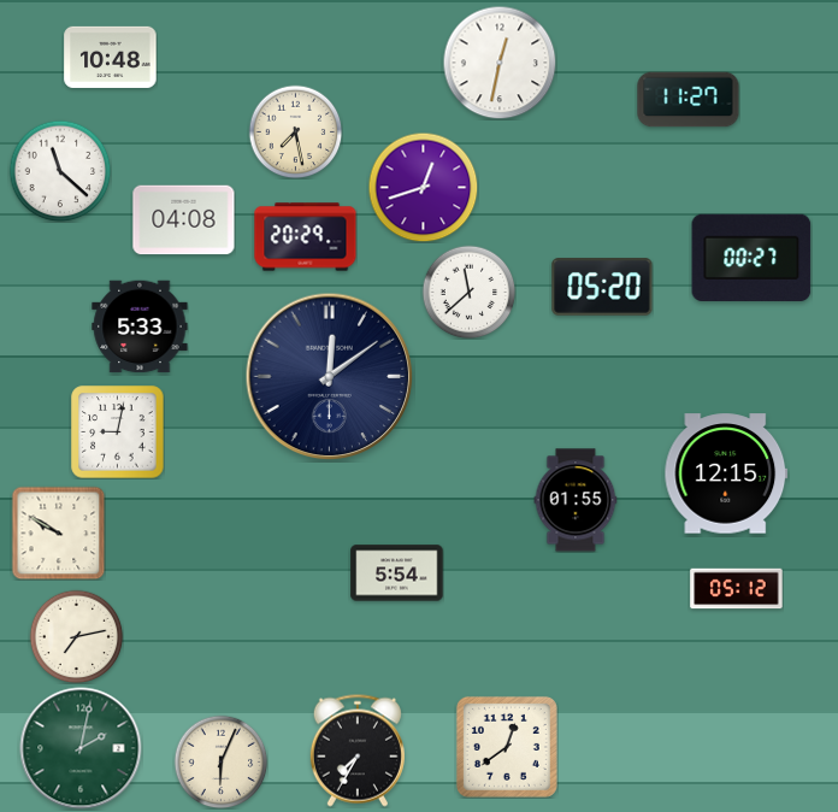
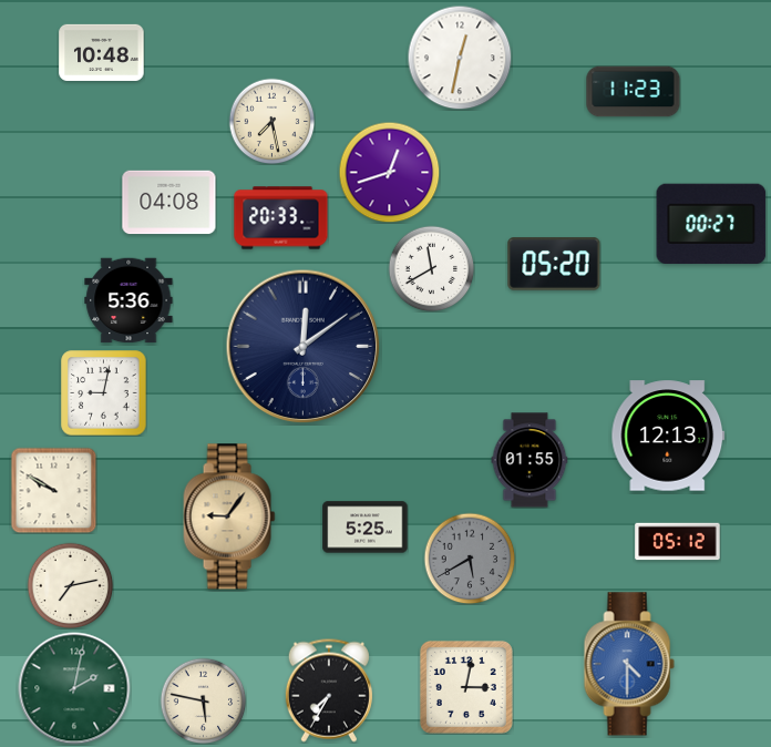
clock at (689, 100): 11:27 -> 11:23
clock at (60, 171): 11:22 -> none
clock at (306, 237): 20:29 -> 20:33
clock at (751, 258) position: (751, 258) -> (711, 224)
clock at (468, 292): 11:38 -> 11:40
clock at (140, 326): 5:33 -> 5:36
clock at (118, 433) position: (118, 433) -> (104, 393)
clock at (726, 473): 12:15 -> 12:13
clock at (229, 516): none -> 9:06
clock at (397, 573): 5:54 -> 5:25
clock at (470, 559): none -> 5:40
clock at (629, 664): none -> 4:30
clock at (507, 747): 12:39 -> 3:02
clock at (220, 761): 6:04 -> 5:47
